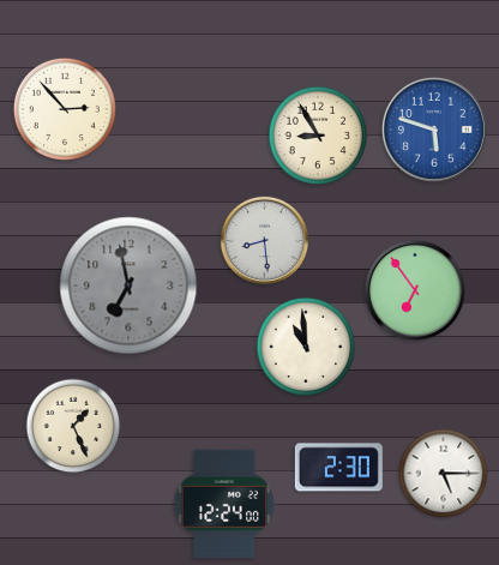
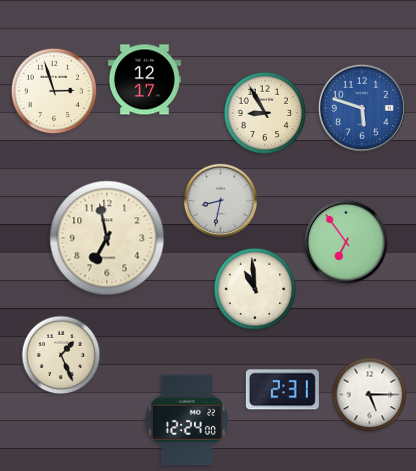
clock at (144, 80): none -> 12:17
clock at (65, 109): 2:53 -> 2:57
clock at (264, 240): 8:29 -> 8:32
clock at (128, 285) dial: grey -> cream
clock at (338, 468): 2:30 -> 2:31
